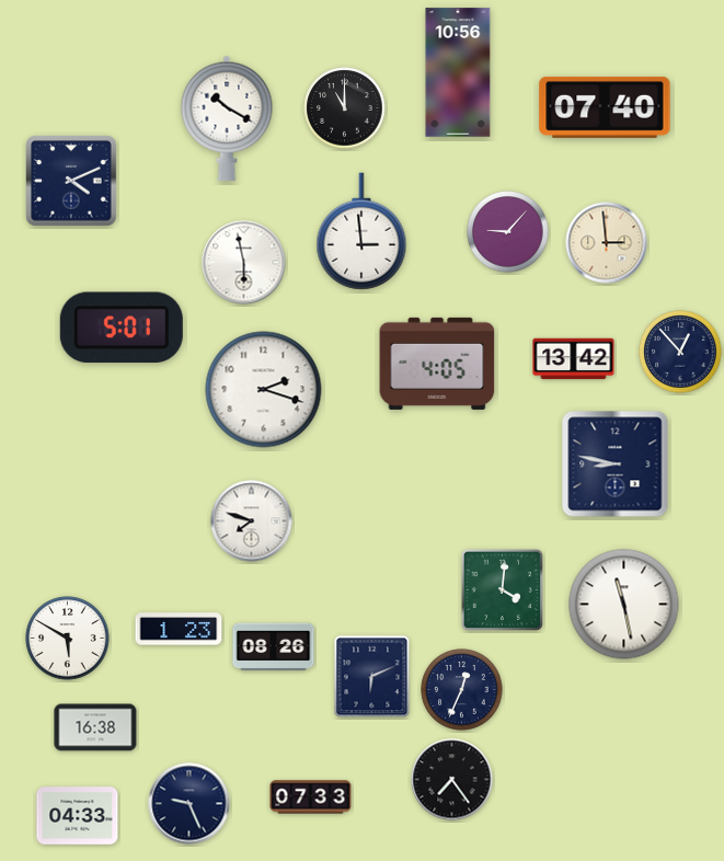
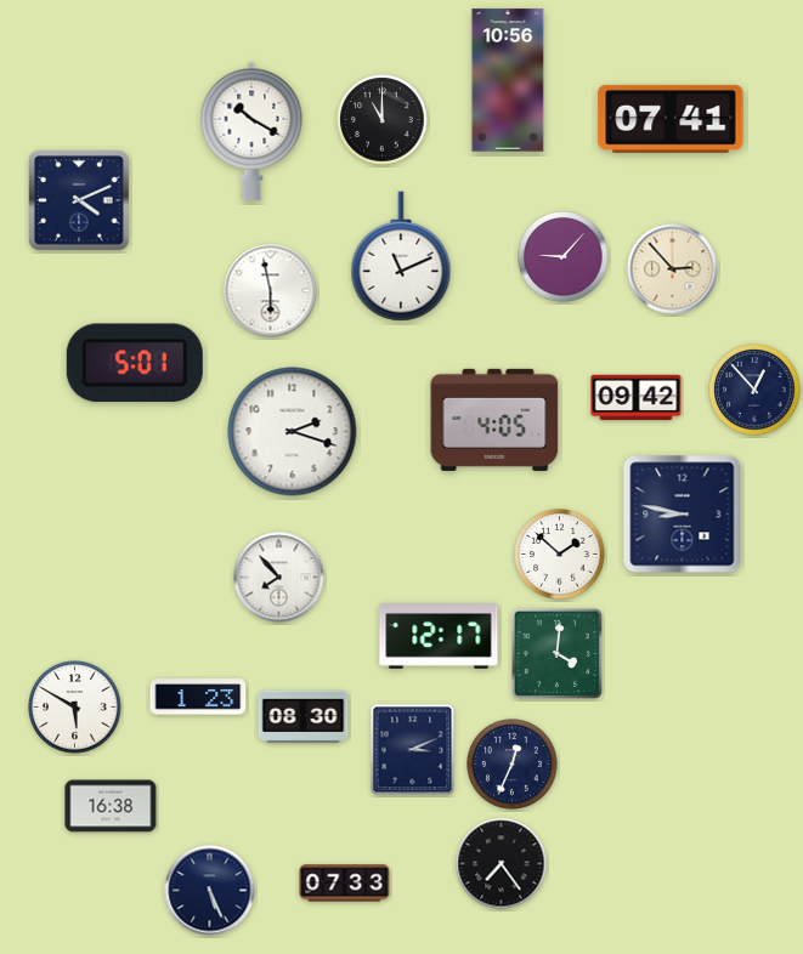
clock at (605, 107): 07:40 -> 07:41
clock at (361, 231): 2:59 -> 11:11
clock at (607, 243): 2:59 -> 2:53
clock at (574, 359): 13:42 -> 09:42
clock at (437, 364) position: (437, 364) -> (494, 420)
clock at (560, 555): none -> 1:52
clock at (252, 521): 7:48 -> 7:53
clock at (439, 637): none -> 12:17
clock at (624, 605): 11:28 -> none
clock at (274, 647): 08:26 -> 08:30
clock at (372, 677): 6:11 -> 3:11
clock at (95, 727) position: (95, 727) -> (111, 806)
clock at (189, 804): 9:26 -> 5:26
clock at (78, 816): 04:33 -> none
